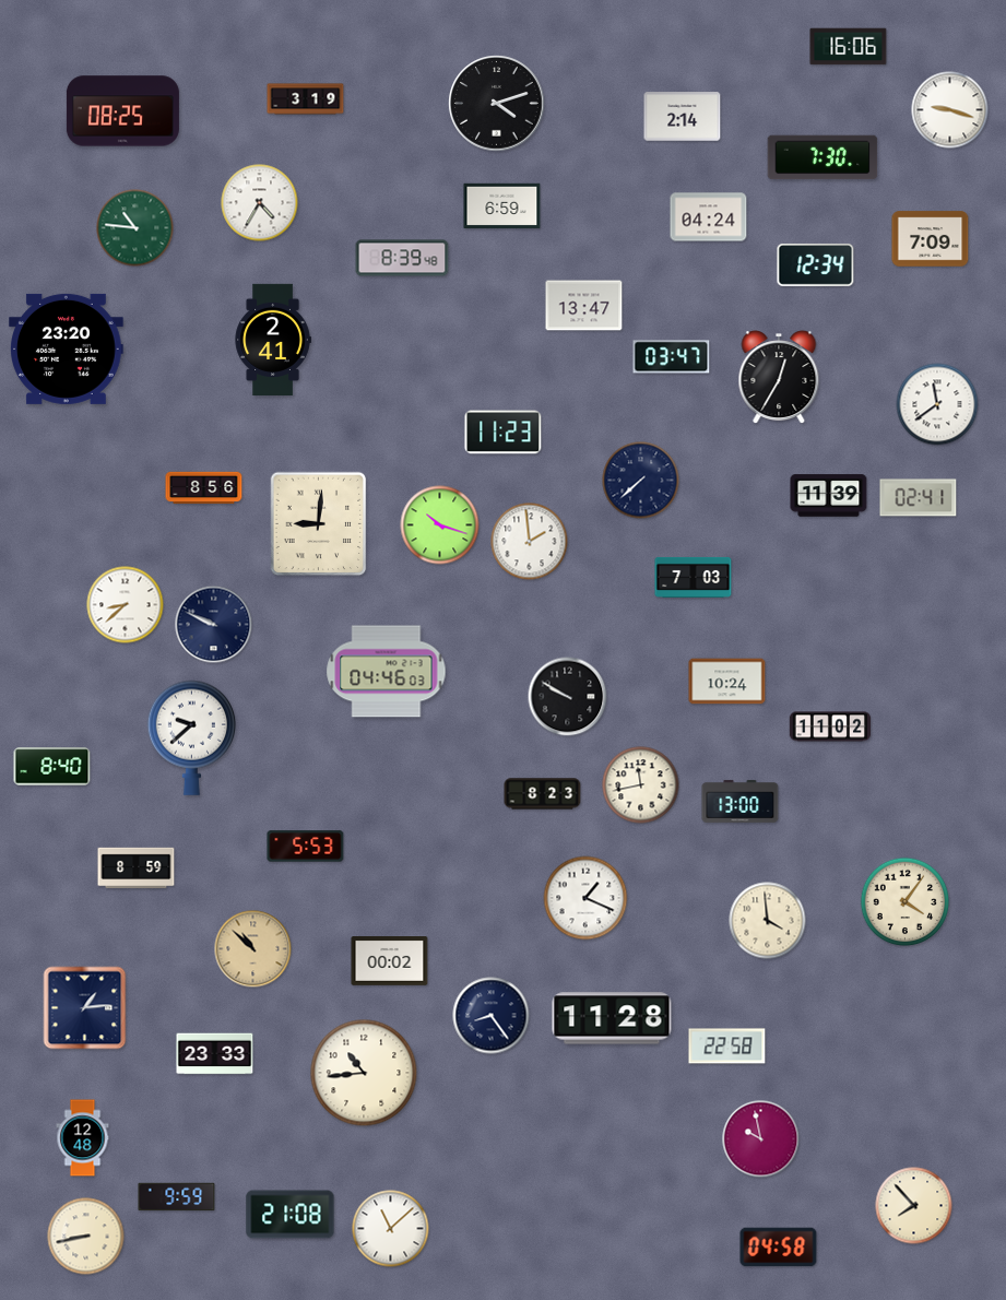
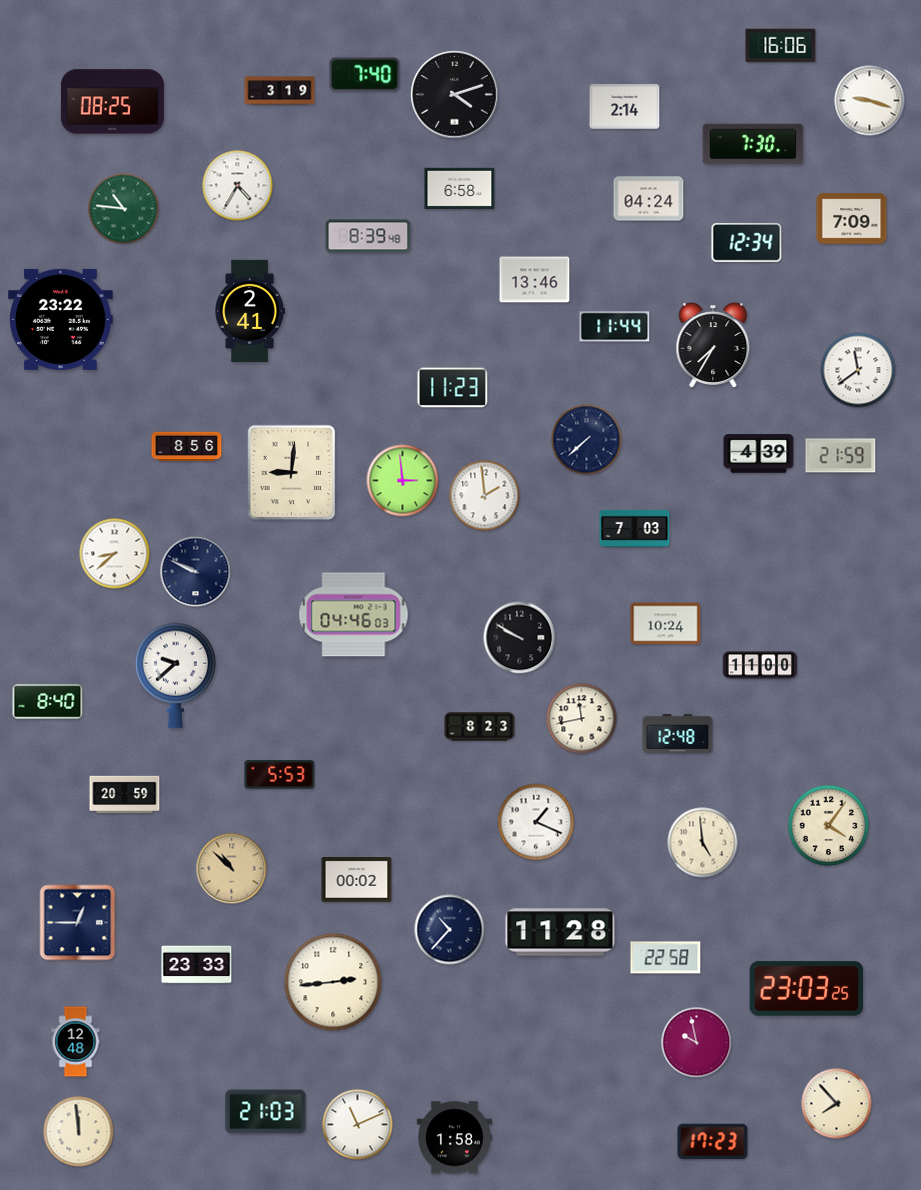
clock at (849, 47) position: (849, 47) -> (781, 46)
clock at (365, 75): none -> 7:40
clock at (502, 206): 6:59 -> 6:58
clock at (584, 306): 13:47 -> 13:46
clock at (67, 348): 23:20 -> 23:22
clock at (672, 357): 03:47 -> 11:44
clock at (779, 377): 12:35 -> 7:35
clock at (504, 433) position: (504, 433) -> (453, 388)
clock at (829, 496): 11:39 -> 4:39
clock at (919, 498): 02:41 -> 21:59
clock at (319, 524) position: (319, 524) -> (292, 473)
clock at (440, 525): 10:18 -> 2:59
clock at (830, 726): 11:02 -> 11:00
clock at (641, 785) position: (641, 785) -> (582, 719)
clock at (543, 794) position: (543, 794) -> (480, 727)
clock at (741, 801): 13:00 -> 12:48
clock at (137, 868): 8:59 -> 20:59
clock at (768, 921): 3:59 -> 4:59
clock at (85, 1008): 1:14 -> 12:45
clock at (492, 1016): 8:24 -> 10:37
clock at (364, 1073): 10:44 -> 2:44
clock at (807, 989): none -> 23:03
clock at (177, 1197): 9:59 -> none
clock at (291, 1215): 21:08 -> 21:03
clock at (391, 1229): 11:08 -> 11:11
clock at (86, 1237): 8:43 -> 11:59
clock at (454, 1138): none -> 1:58
clock at (779, 1248): 04:58 -> 17:23
